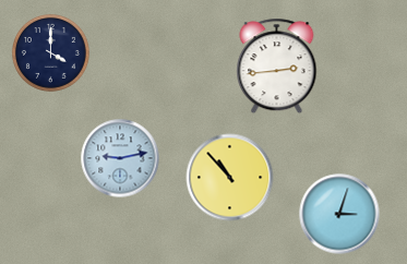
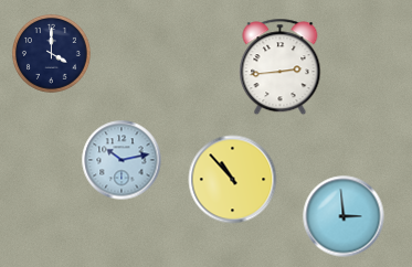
clock at (120, 158): 9:13 -> 10:13
clock at (339, 214): 3:03 -> 2:59
